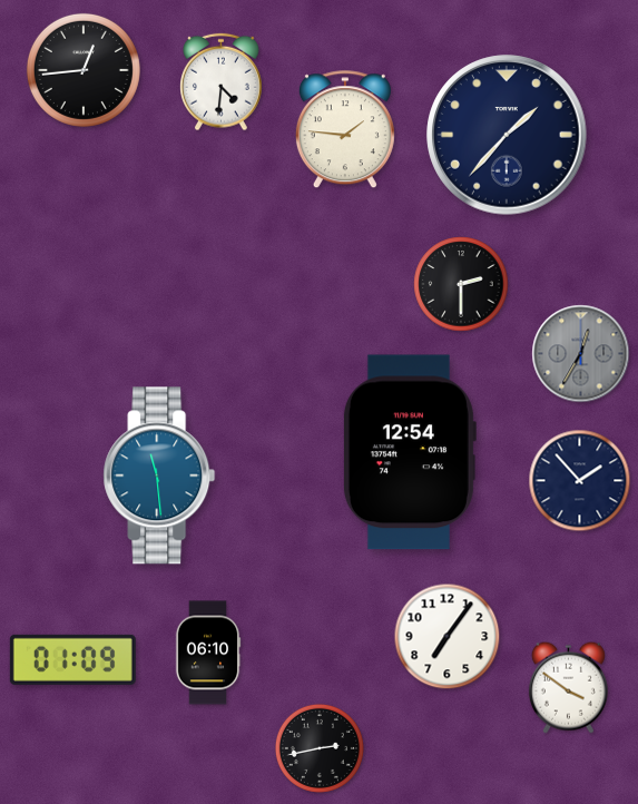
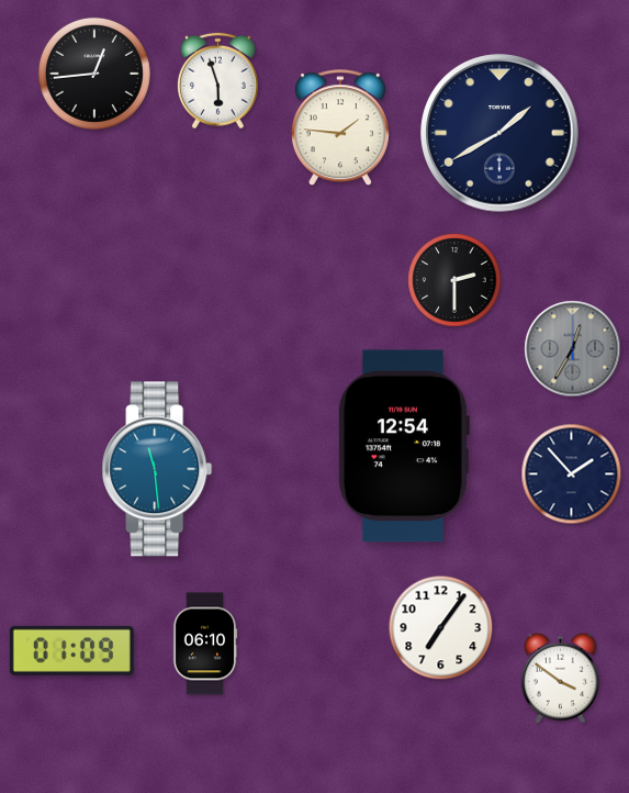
clock at (84, 70) position: (84, 70) -> (94, 74)
clock at (222, 82): 4:31 -> 5:57
clock at (507, 135): 1:37 -> 1:40
clock at (320, 748): 2:43 -> none
